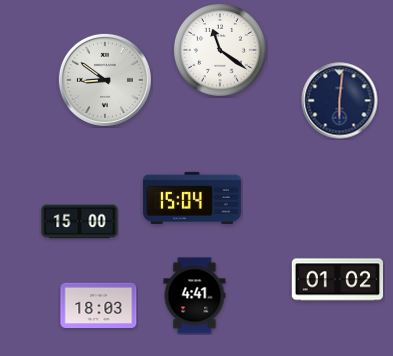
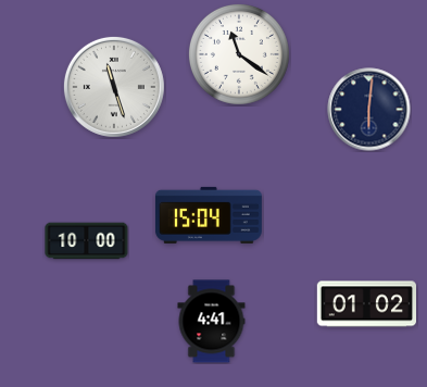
clock at (105, 80): 8:51 -> 11:27
clock at (80, 222): 15:00 -> 10:00
clock at (99, 306): 18:03 -> none
